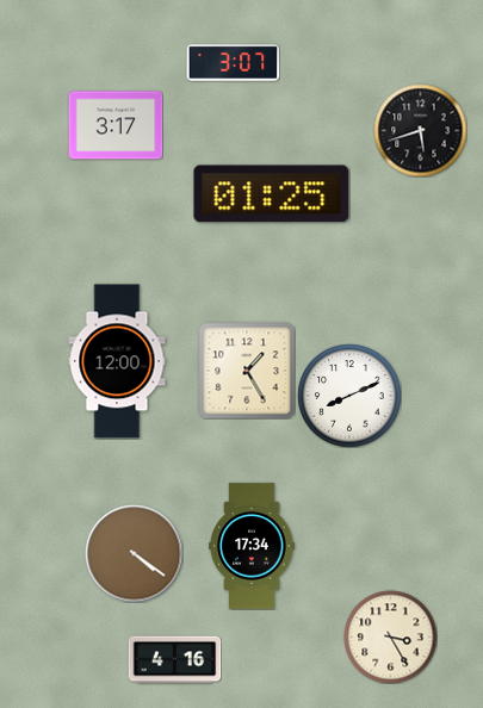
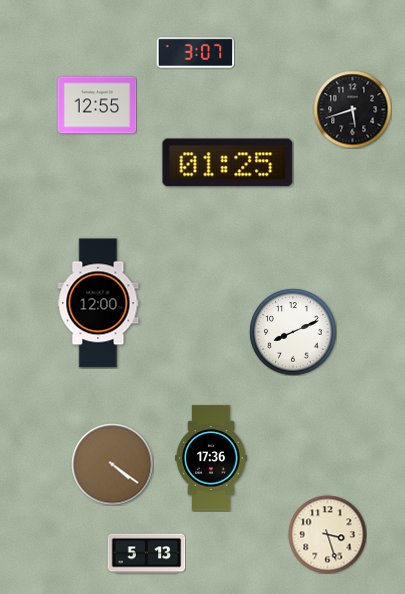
clock at (116, 125): 3:17 -> 12:55
clock at (247, 371): 1:25 -> none
clock at (252, 546): 17:34 -> 17:36
clock at (390, 636): 3:25 -> 3:27
clock at (174, 660): 4:16 -> 5:13
